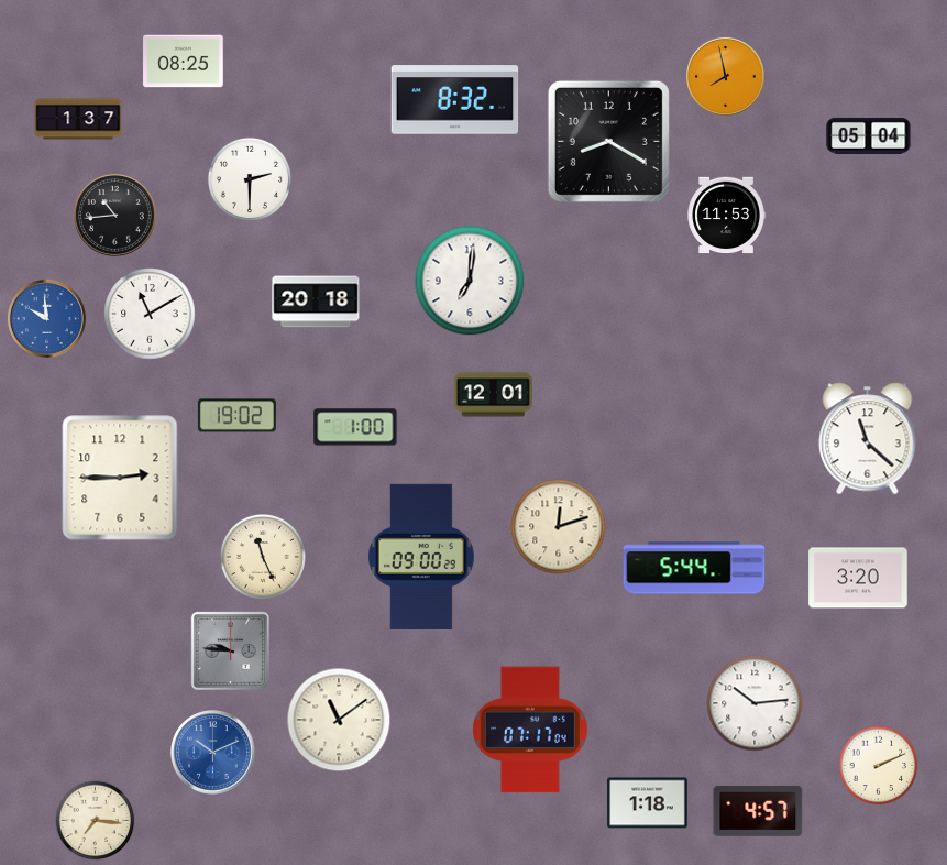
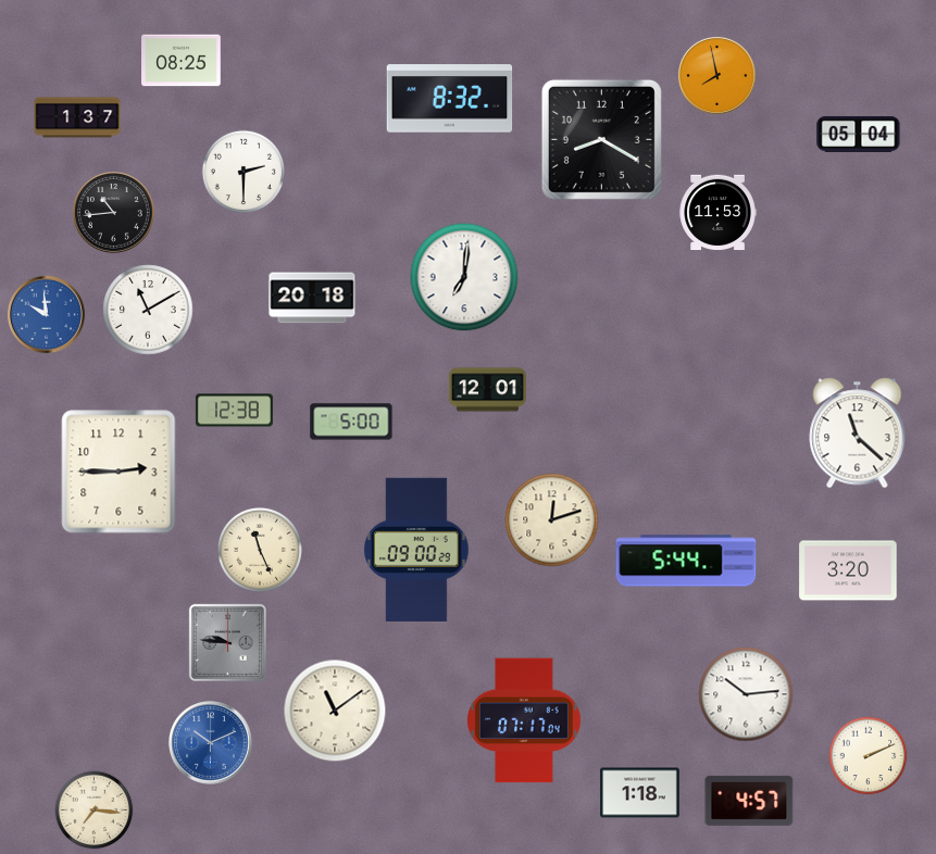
clock at (250, 179) position: (250, 179) -> (244, 172)
clock at (236, 416): 19:02 -> 12:38
clock at (355, 427): 1:00 -> 5:00
